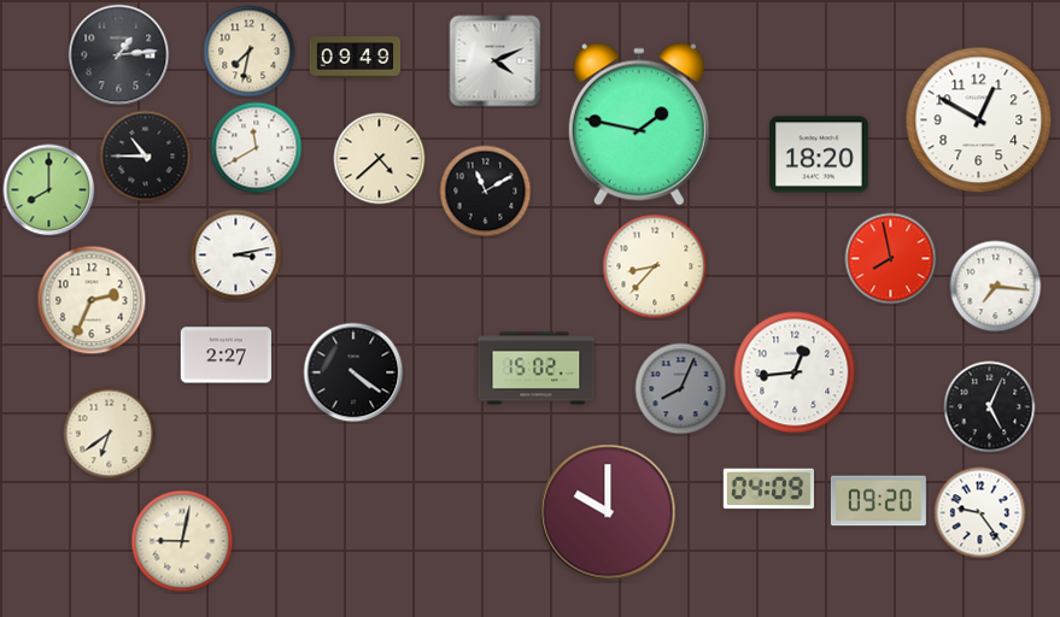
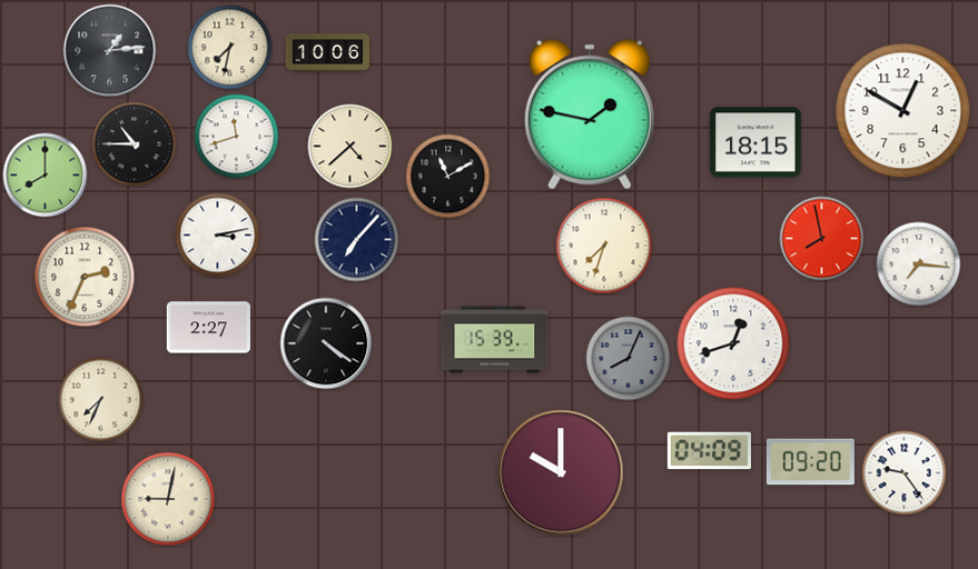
clock at (356, 58): 09:49 -> 10:06
clock at (496, 61): 4:11 -> none
clock at (257, 148): 11:40 -> 11:42
clock at (819, 154): 18:20 -> 18:15
clock at (357, 240): none -> 7:07
clock at (655, 266): 8:37 -> 7:33
clock at (537, 369): 15:02 -> 15:39
clock at (795, 372): 12:44 -> 12:42
clock at (990, 407): 5:04 -> none
clock at (110, 434): 6:39 -> 7:34
